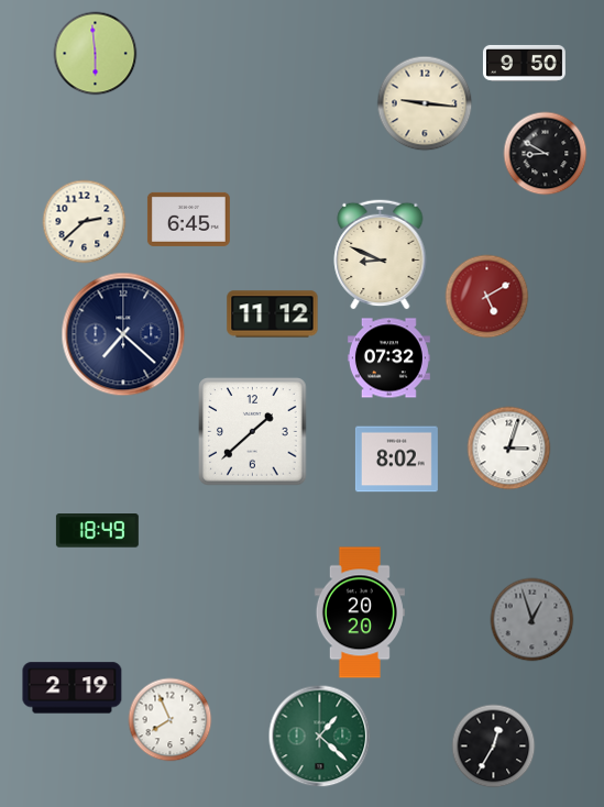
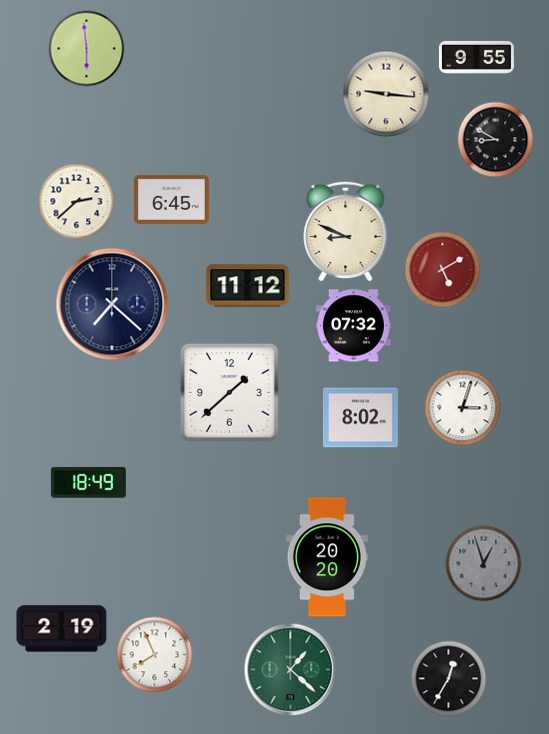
clock at (524, 63): 9:50 -> 9:55
clock at (73, 688) position: (73, 688) -> (62, 629)
